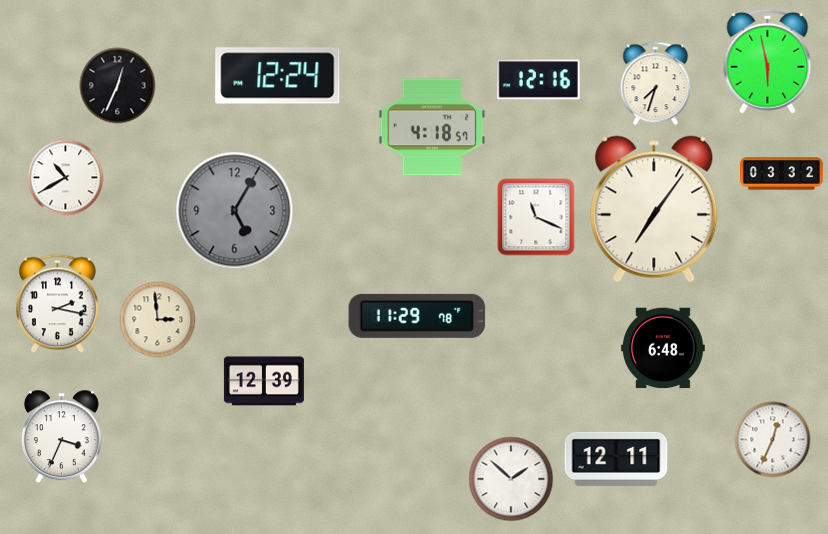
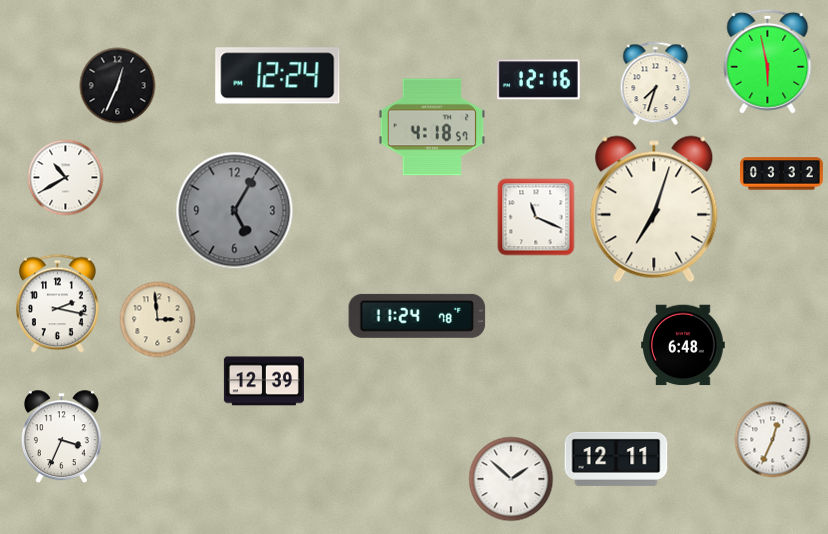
clock at (654, 209): 7:06 -> 7:03
clock at (417, 316): 11:29 -> 11:24
clock at (664, 348) position: (664, 348) -> (684, 345)
